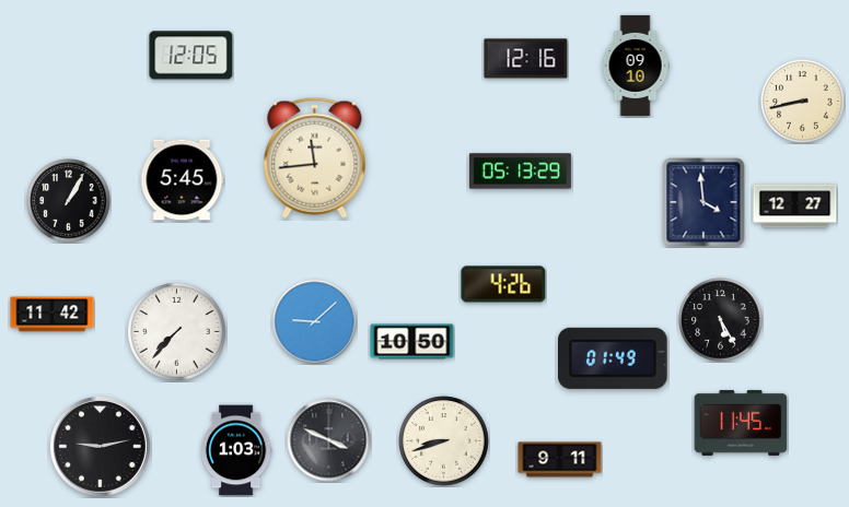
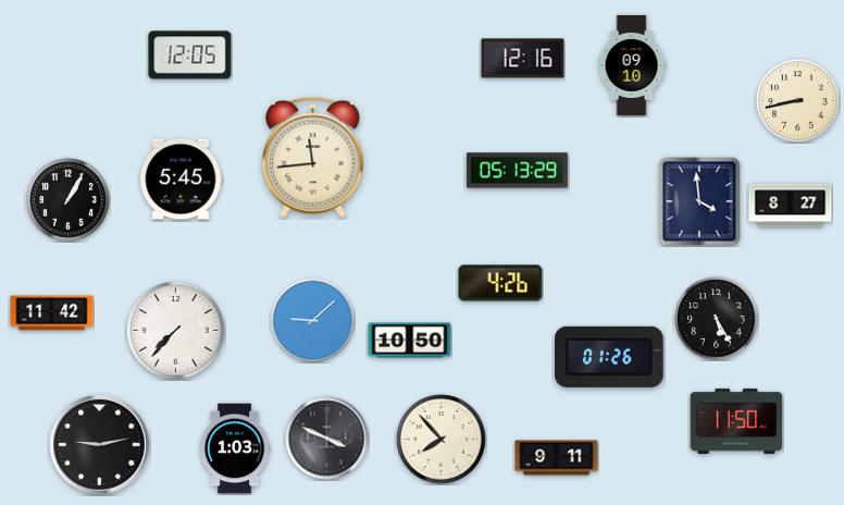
clock at (795, 207): 12:27 -> 8:27
clock at (614, 358): 01:49 -> 01:26
clock at (741, 423): 11:45 -> 11:50
clock at (444, 441): 8:42 -> 7:53
